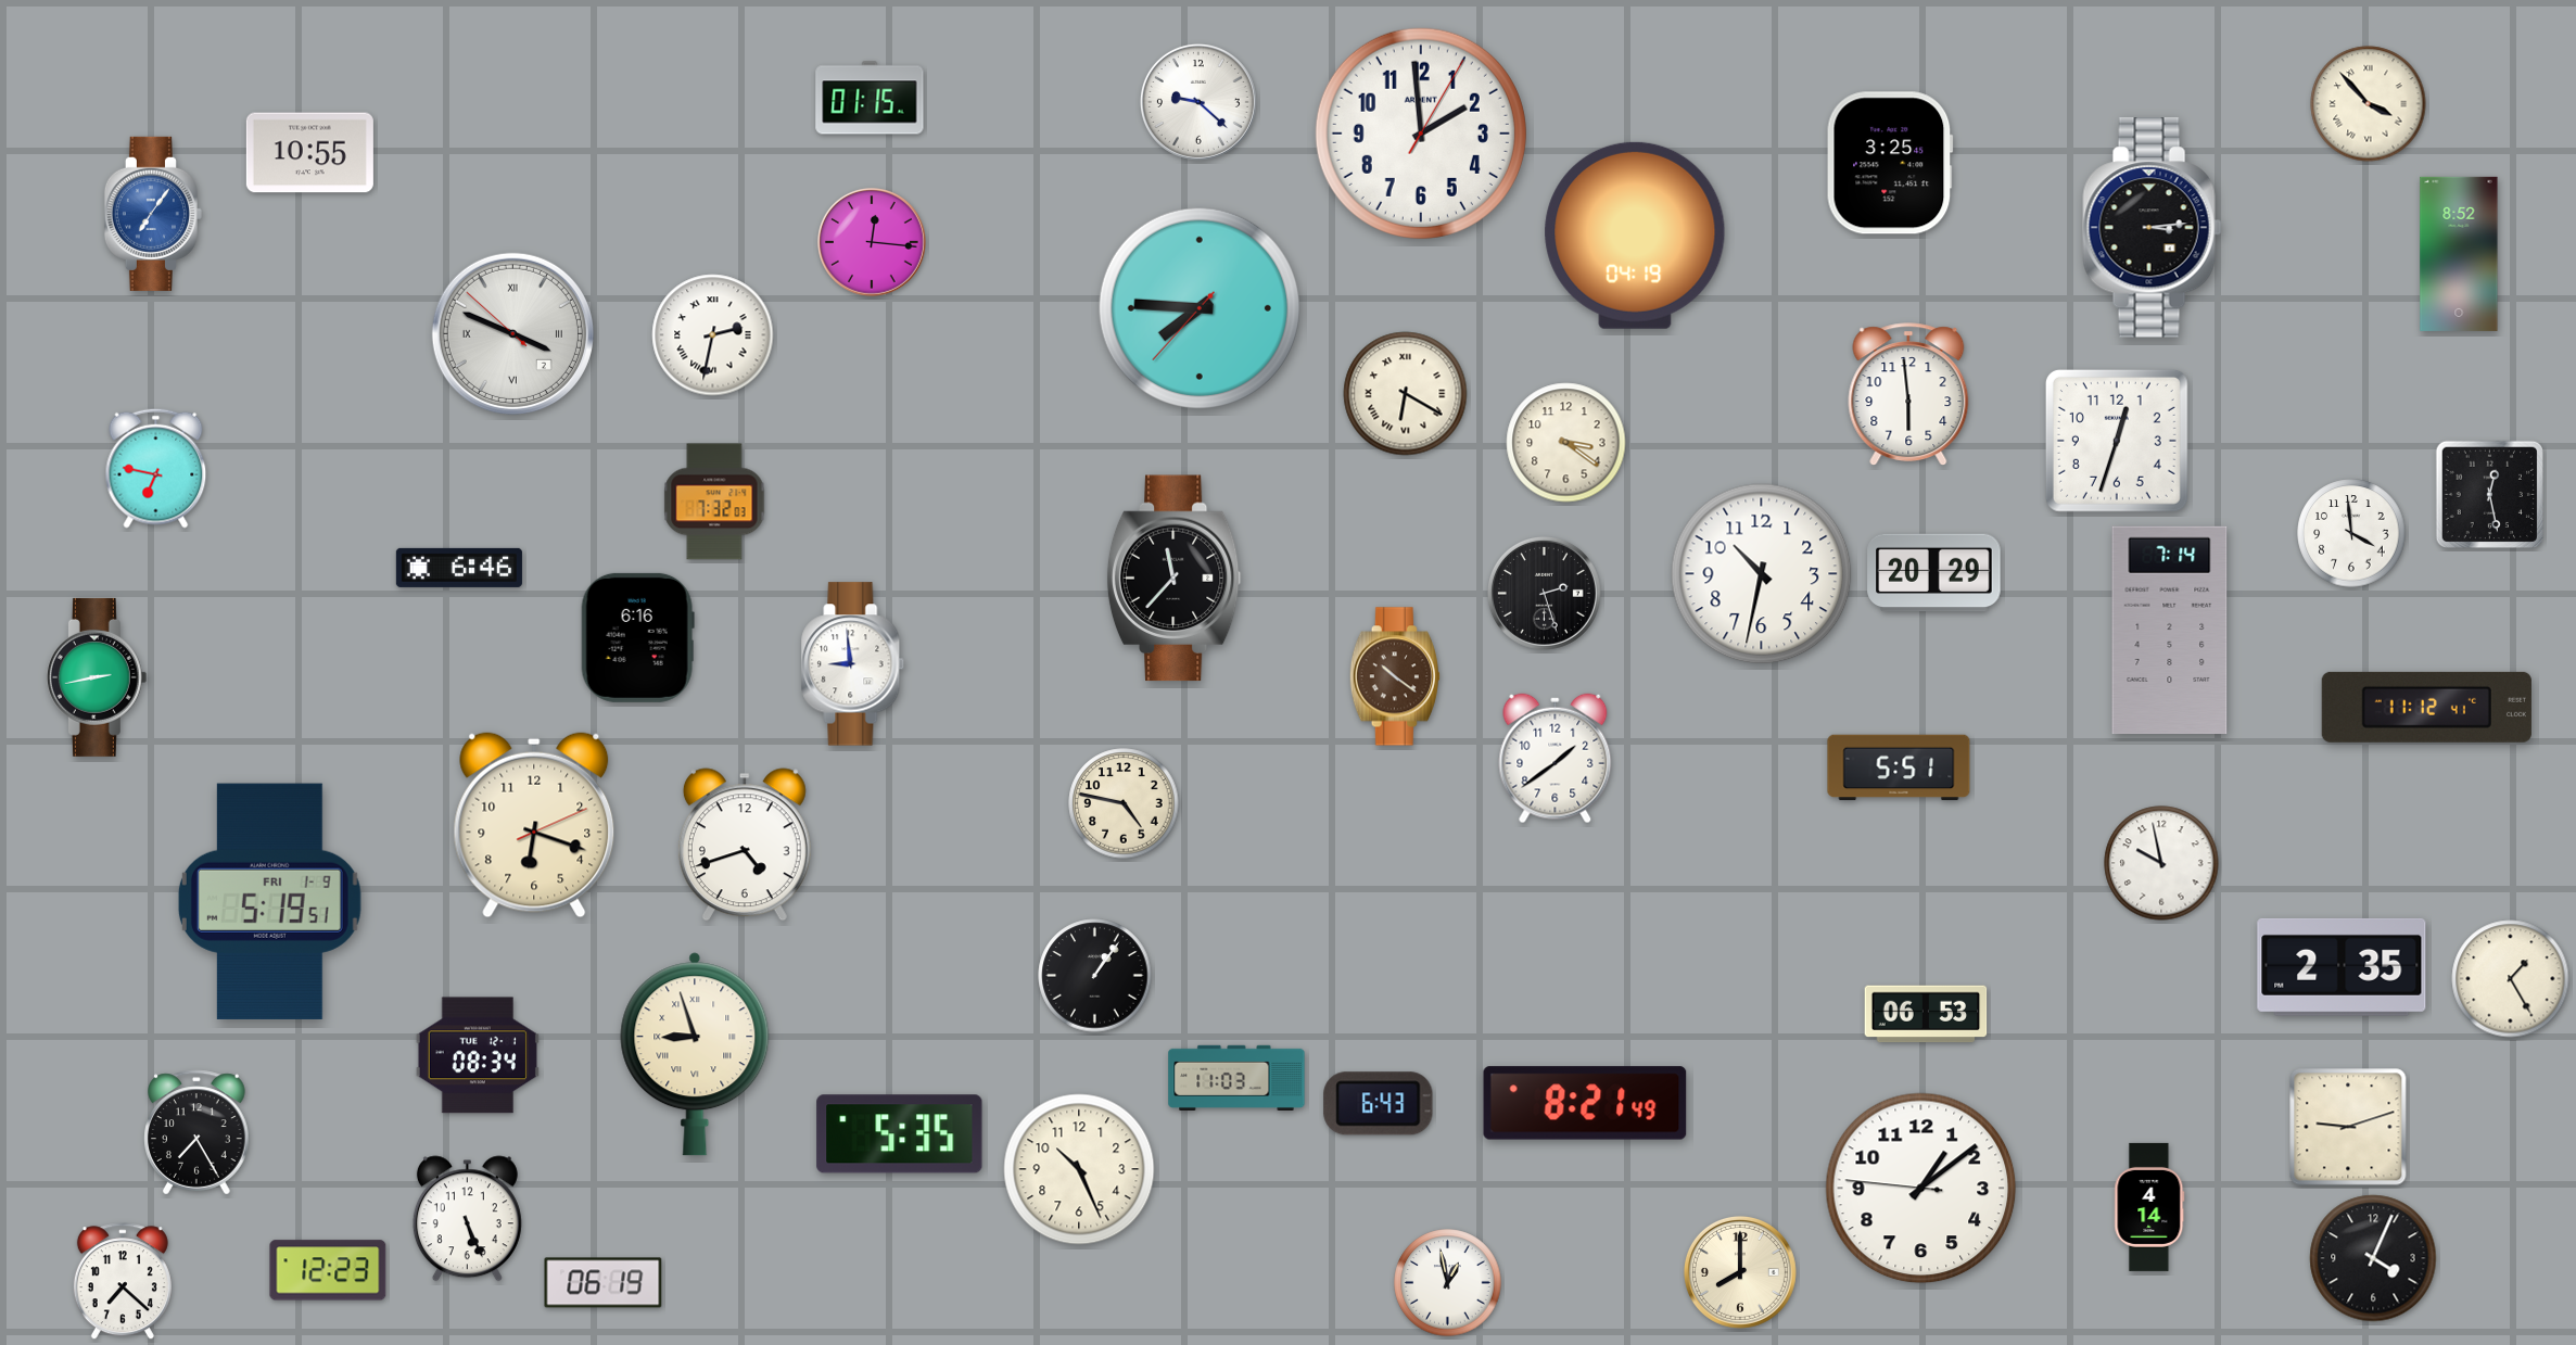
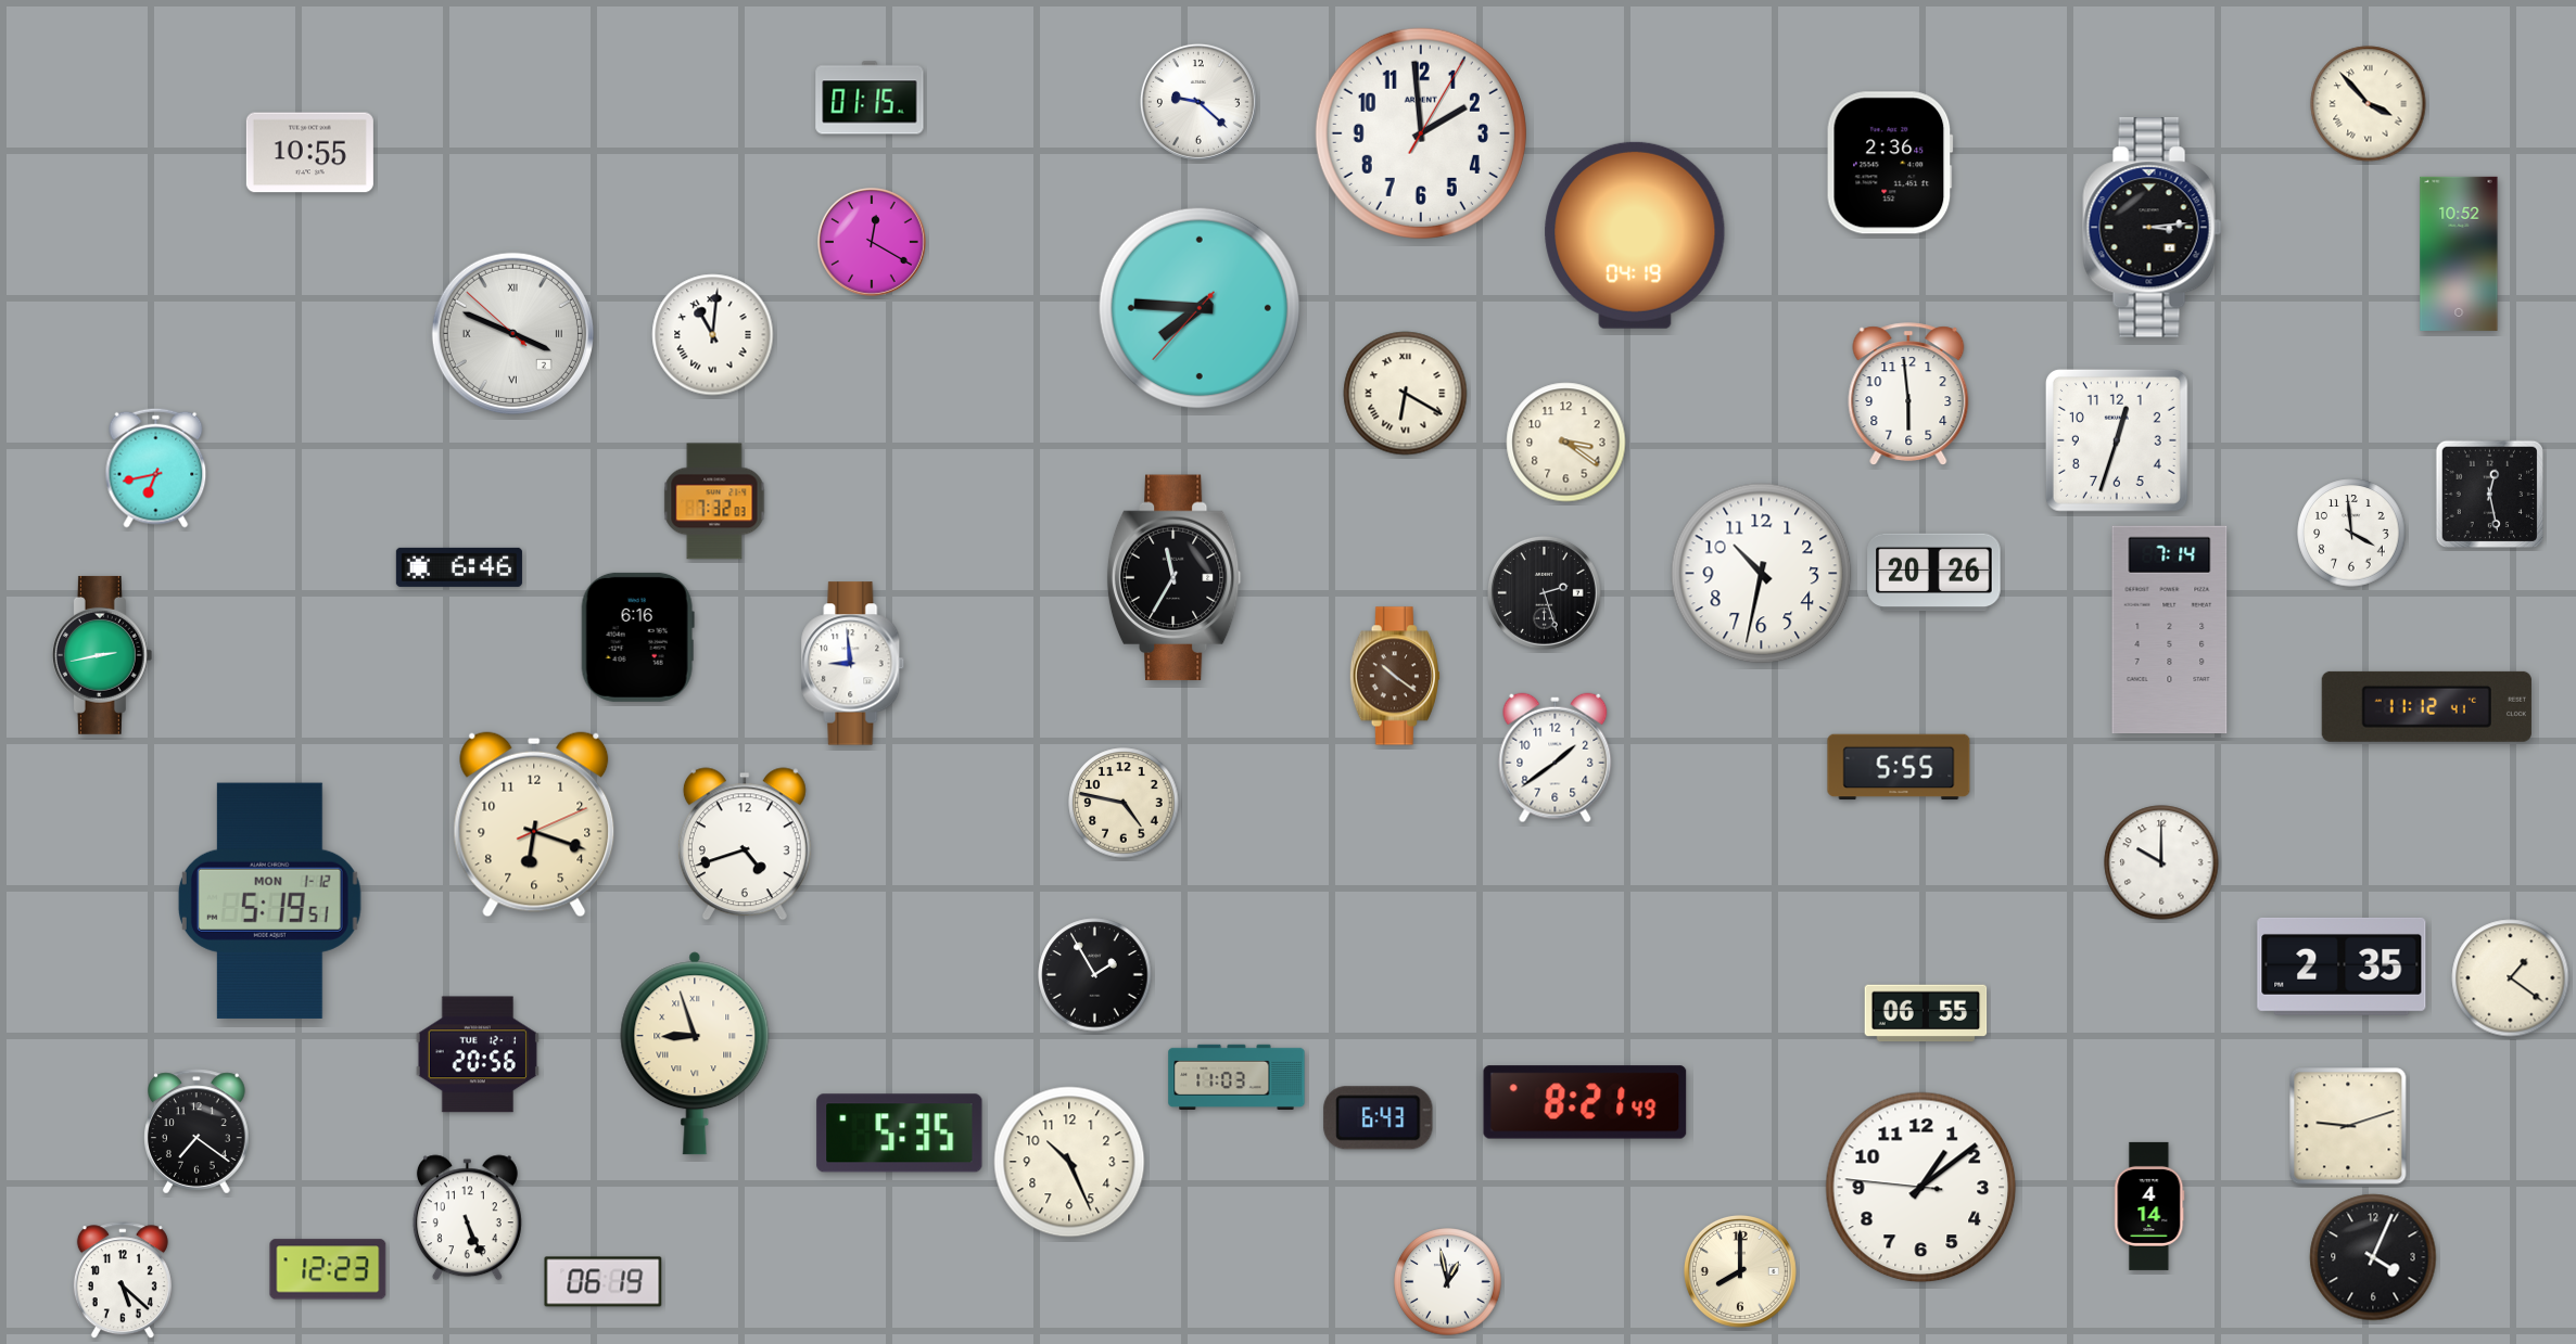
clock at (1890, 163): 3:25 -> 2:36
clock at (153, 214): 7:06 -> none
clock at (872, 242): 12:16 -> 12:20
clock at (2459, 254): 8:52 -> 10:52
clock at (713, 335): 2:32 -> 11:01
clock at (156, 468): 6:47 -> 6:43
clock at (1934, 573): 20:29 -> 20:26
clock at (1173, 579): 11:37 -> 11:35
clock at (97, 677) position: (97, 677) -> (102, 655)
clock at (1899, 767): 5:51 -> 5:55
clock at (2161, 863): 9:58 -> 10:00
clock at (269, 901) date: FRI 1-9 -> MON 1-12
clock at (1095, 976): 1:06 -> 1:55
clock at (2511, 979): 1:25 -> 1:21
clock at (1926, 1014): 06:53 -> 06:55
clock at (478, 1055): 08:34 -> 20:56
clock at (1379, 1104) position: (1379, 1104) -> (1379, 1118)
clock at (196, 1132): 7:25 -> 7:21
clock at (1079, 1169) position: (1079, 1169) -> (1069, 1162)
clock at (123, 1282): 7:22 -> 5:22
